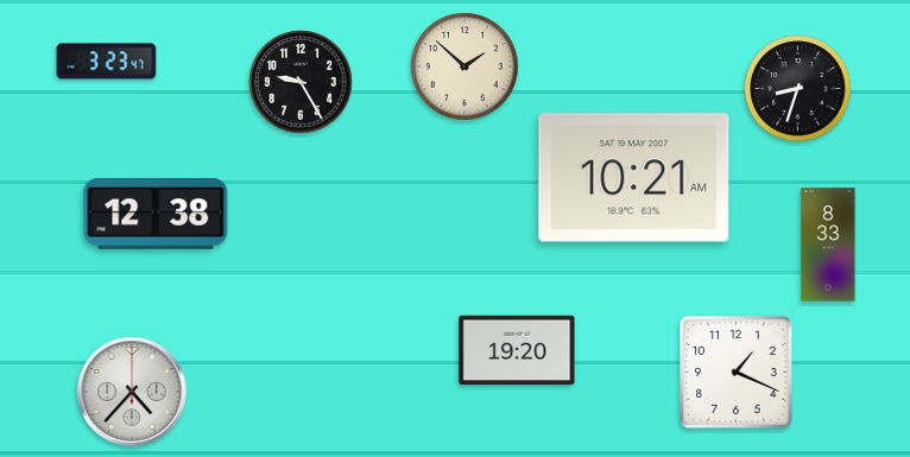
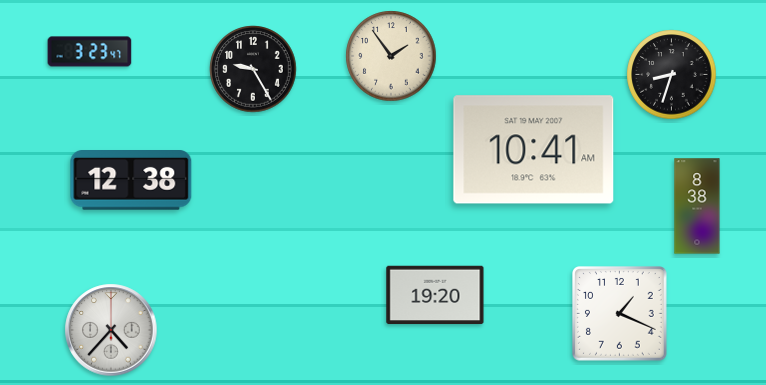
clock at (465, 66): 1:52 -> 1:54
clock at (634, 178): 10:21 -> 10:41
clock at (828, 245): 8:33 -> 8:38
